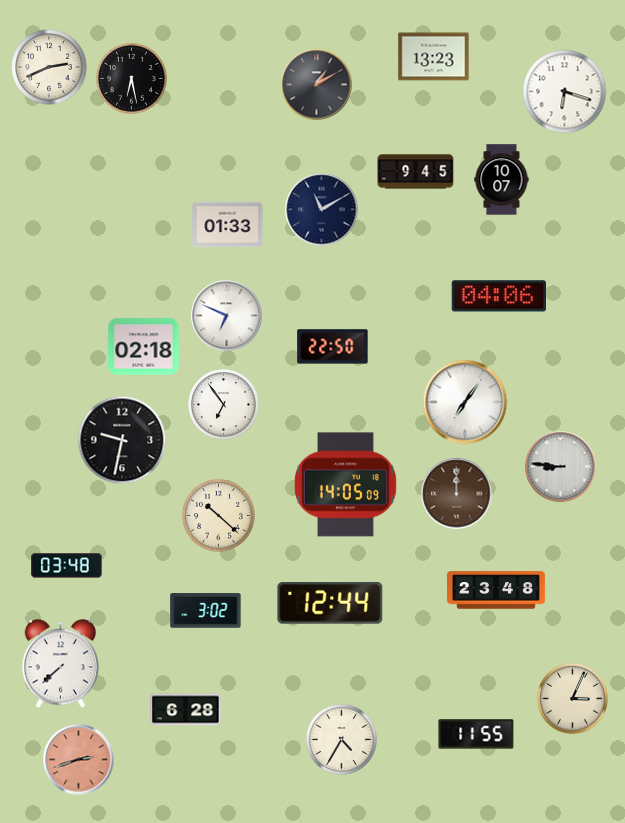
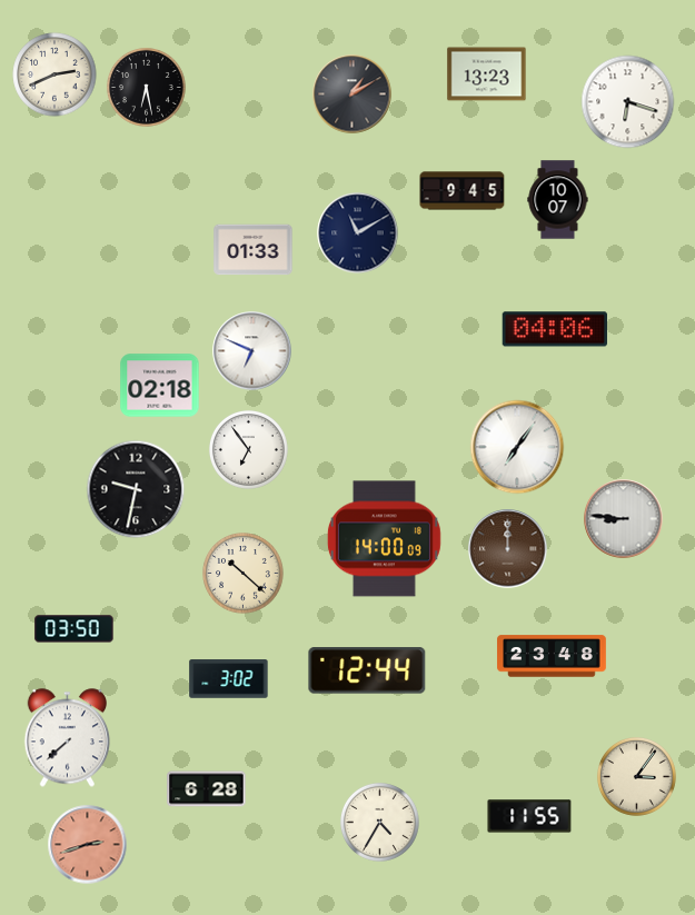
clock at (434, 57) position: (434, 57) -> (487, 74)
clock at (333, 347): 22:50 -> none
clock at (345, 485): 14:05 -> 14:00
clock at (67, 566): 03:48 -> 03:50
clock at (572, 698): 3:04 -> 3:06
